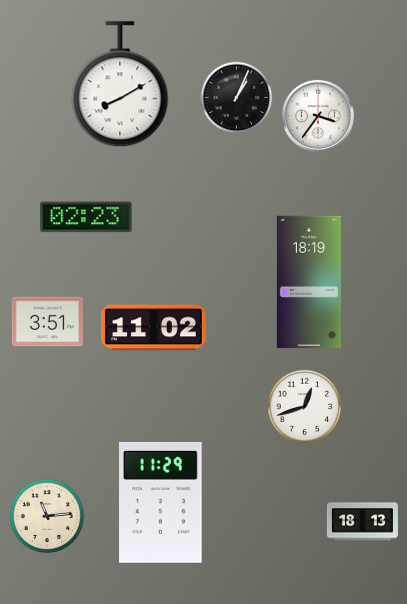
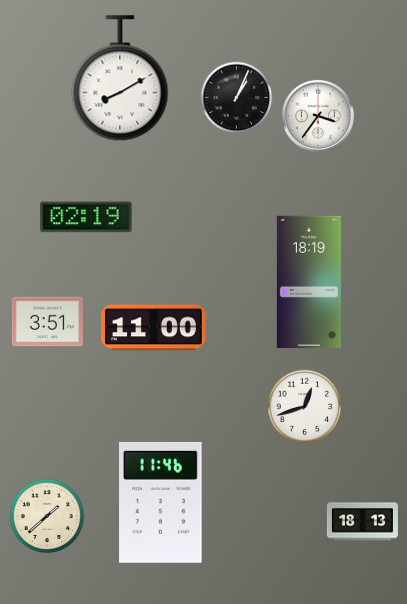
clock at (120, 85) position: (120, 85) -> (120, 79)
clock at (86, 217): 02:23 -> 02:19
clock at (154, 328): 11:02 -> 11:00
clock at (161, 502): 11:29 -> 11:46
clock at (47, 516): 11:14 -> 1:38
